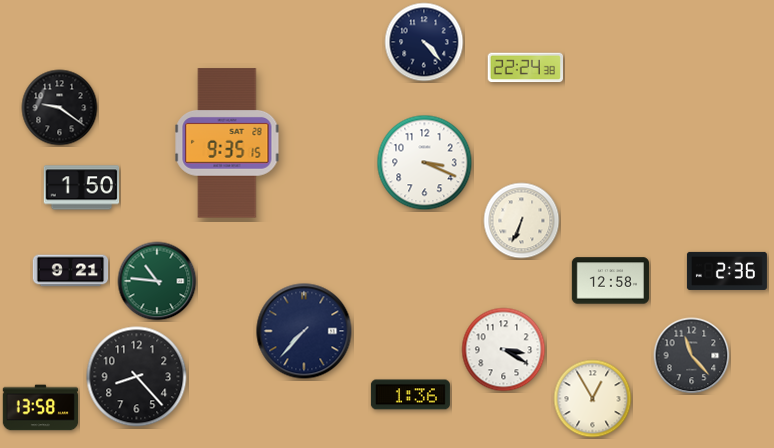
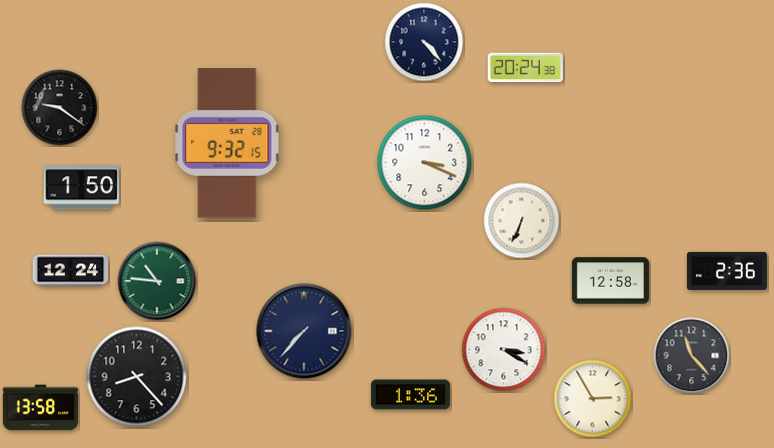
clock at (525, 68): 22:24 -> 20:24
clock at (227, 143): 9:35 -> 9:32
clock at (71, 271): 9:21 -> 12:24
clock at (593, 399): 12:55 -> 2:55
